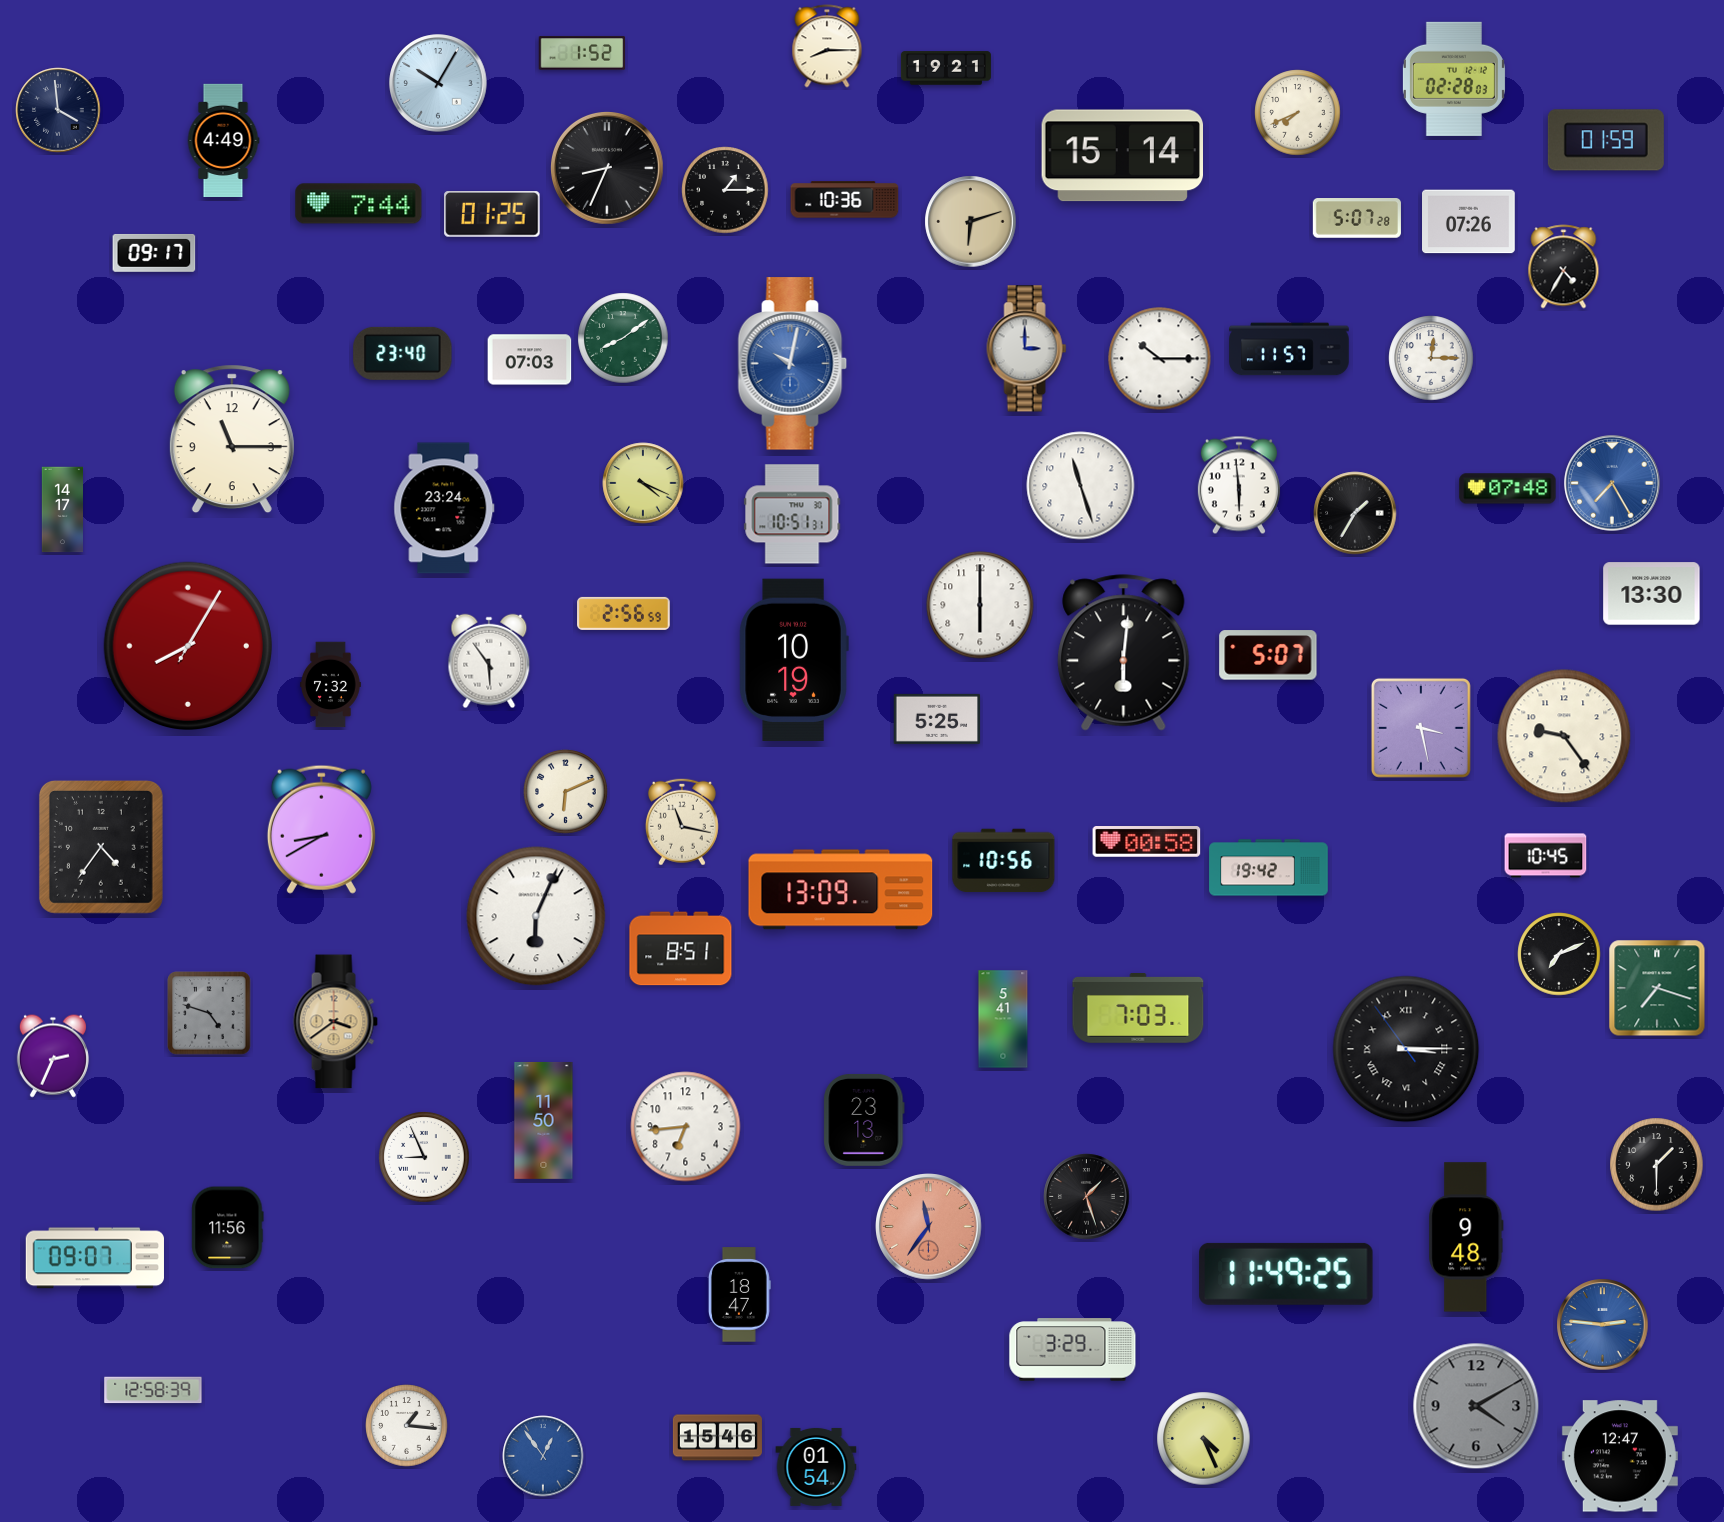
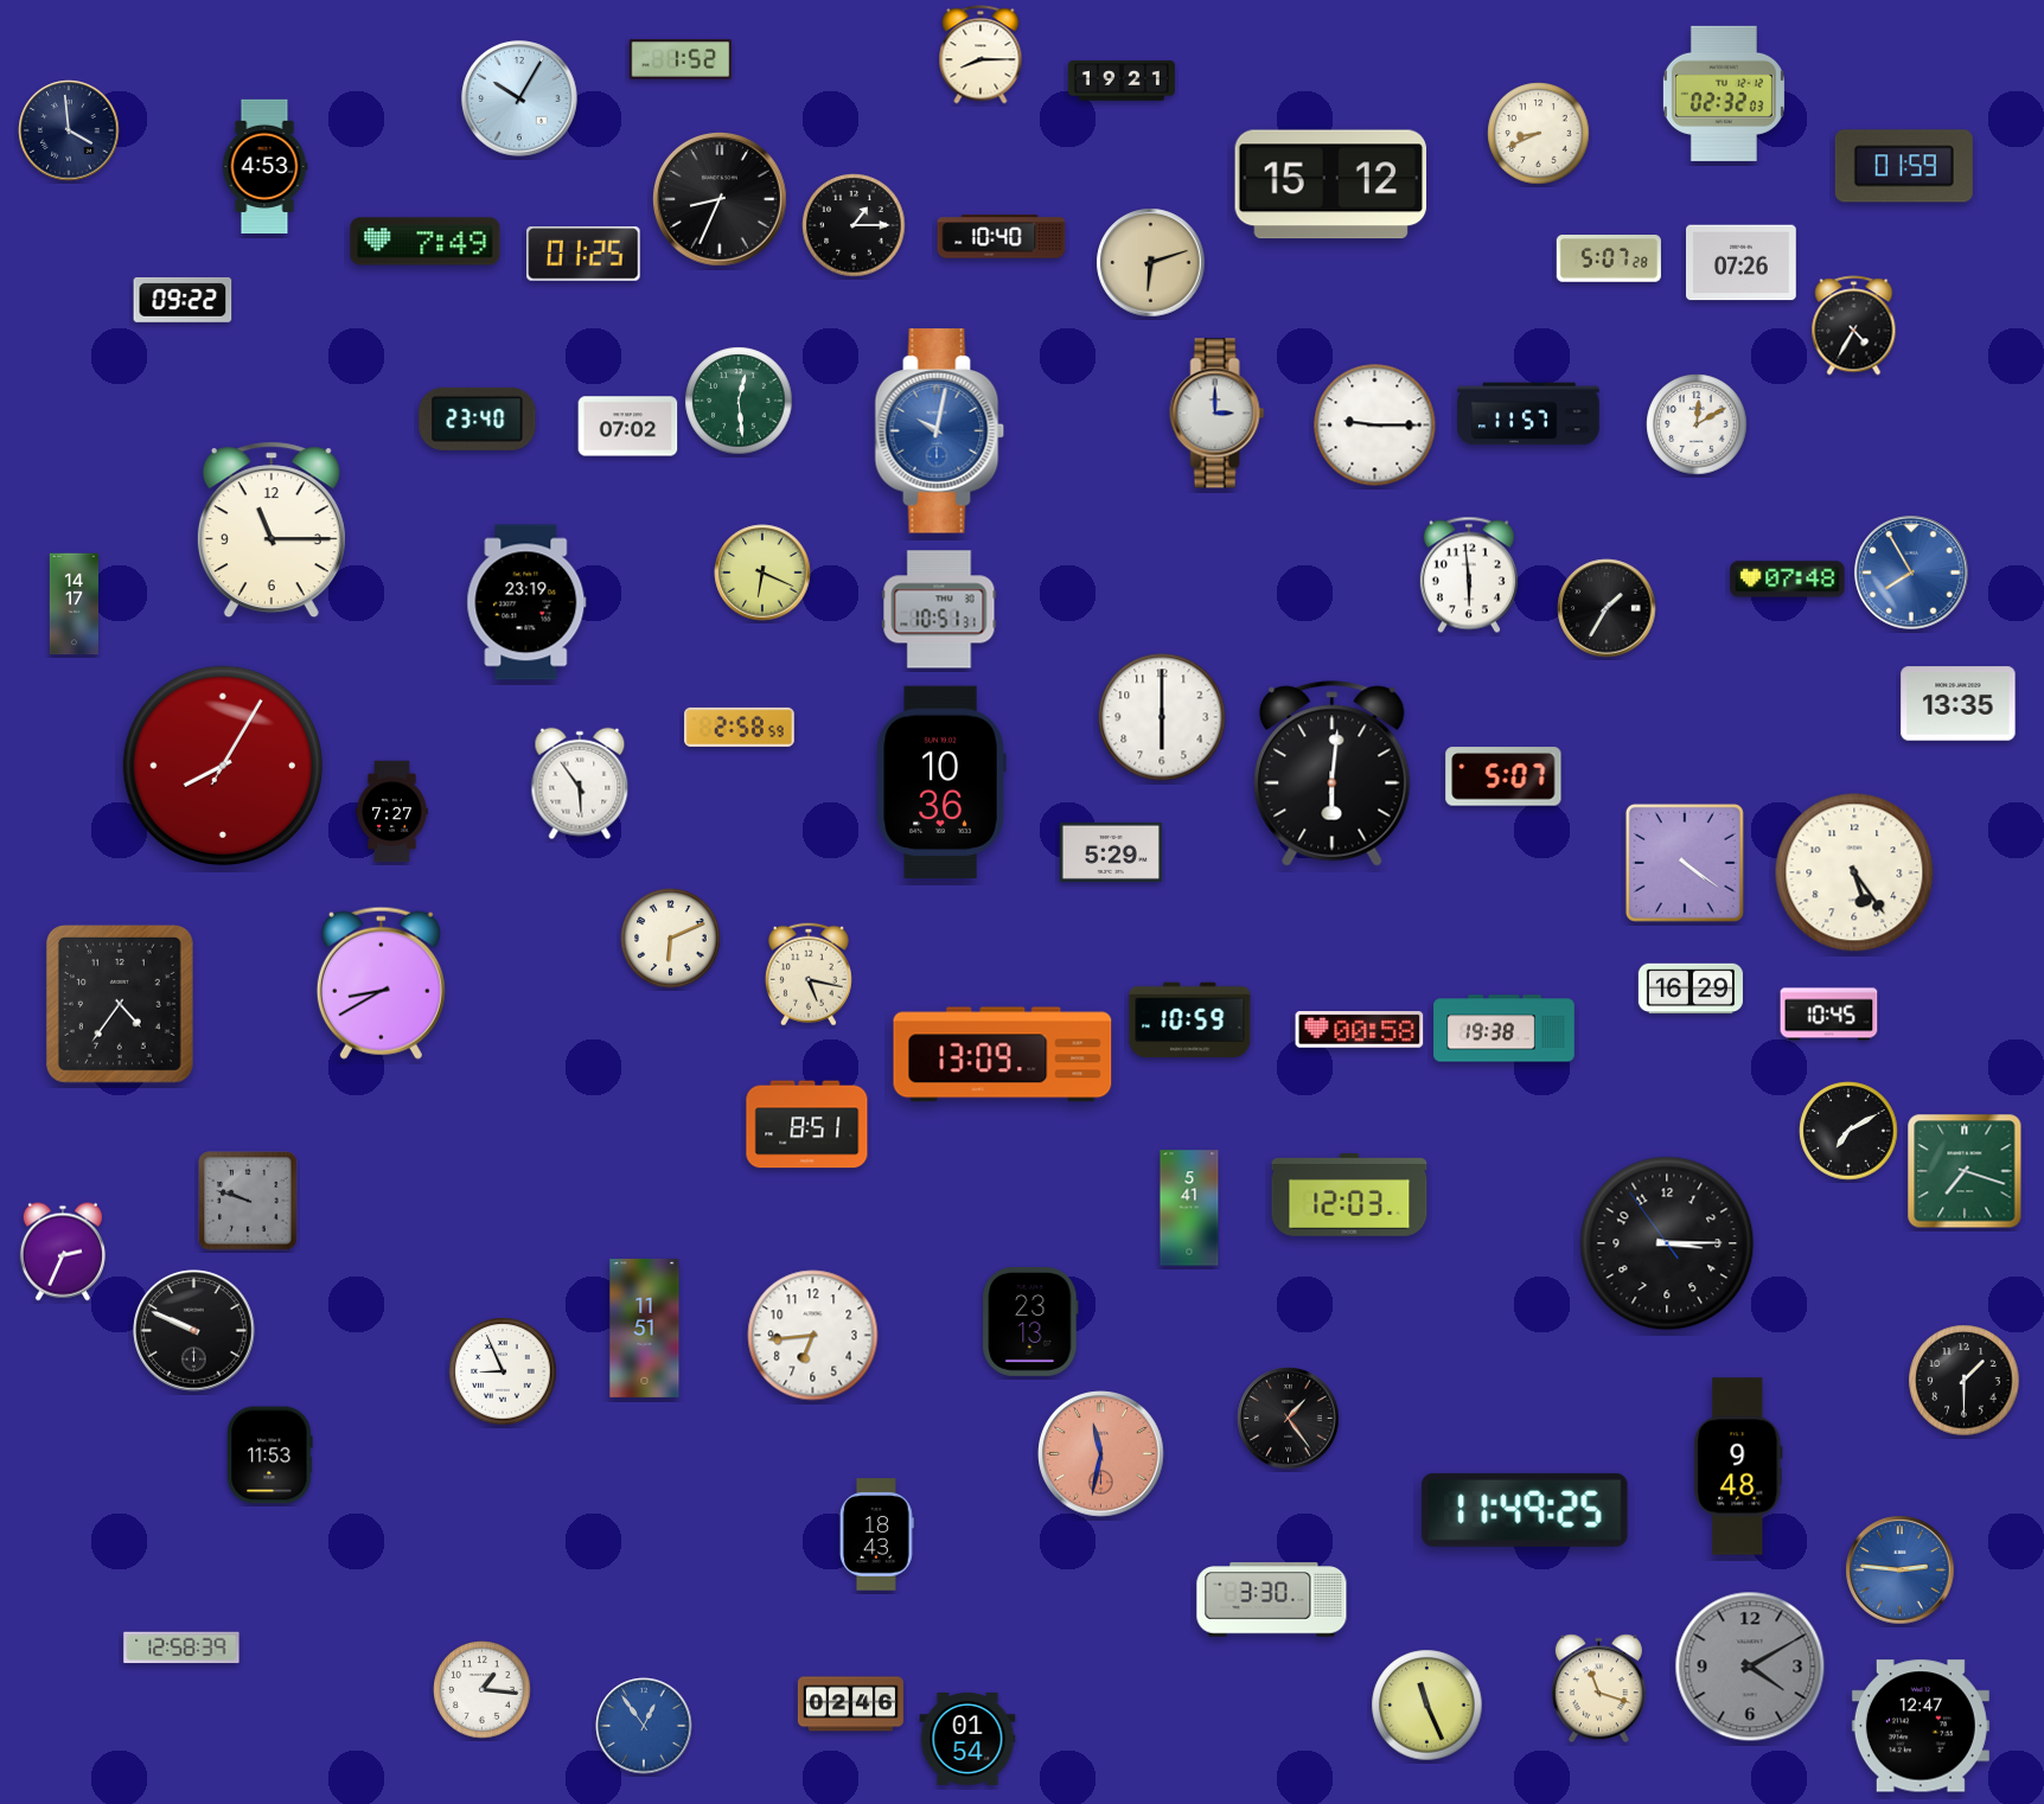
clock at (582, 53) position: (582, 53) -> (681, 59)
clock at (1454, 79): 02:28 -> 02:32
clock at (1298, 113): 7:41 -> 8:41
clock at (223, 140): 4:49 -> 4:53
clock at (1122, 156): 15:14 -> 15:12
clock at (725, 190) position: (725, 190) -> (854, 225)
clock at (845, 200): 10:36 -> 10:40
clock at (359, 204): 7:44 -> 7:49
clock at (154, 253): 09:17 -> 09:22
clock at (1564, 267) position: (1564, 267) -> (1854, 326)
clock at (623, 338): 8:09 -> 12:29
clock at (1431, 358): 12:15 -> 12:10
clock at (1160, 359): 10:15 -> 9:15
clock at (530, 360): 07:03 -> 07:02
clock at (232, 439) position: (232, 439) -> (272, 530)
clock at (643, 483): 4:19 -> 6:19
clock at (1612, 483): 7:25 -> 7:55
clock at (1081, 486): 11:27 -> none
clock at (444, 508): 23:24 -> 23:19
clock at (1652, 594): 13:30 -> 13:35
clock at (624, 613): 2:56 -> 2:58
clock at (794, 659): 10:19 -> 10:36
clock at (331, 685): 7:32 -> 7:27
clock at (937, 719): 5:25 -> 5:29
clock at (1421, 728): 3:28 -> 4:21
clock at (1564, 736): 9:24 -> 5:24
clock at (682, 822): 11:17 -> 5:17
clock at (1691, 989): none -> 16:29
clock at (1147, 842) position: (1147, 842) -> (1360, 1030)
clock at (1546, 856) position: (1546, 856) -> (1829, 1015)
clock at (1004, 861): 10:56 -> 10:59
clock at (1269, 868): 19:42 -> 19:38
clock at (841, 890) position: (841, 890) -> (1003, 1055)
clock at (536, 916): 6:04 -> none
clock at (1559, 954): 7:11 -> 7:10
clock at (1138, 1009): 7:03 -> 12:03
clock at (209, 1013): 4:48 -> 9:48
clock at (335, 1022): 3:39 -> none
clock at (1406, 1049) numerals: Roman -> Arabic
clock at (544, 1120): 11:50 -> 11:51
clock at (864, 1120) position: (864, 1120) -> (1030, 1322)
clock at (194, 1331): none -> 9:49
clock at (1087, 1197): 1:27 -> 1:24
clock at (929, 1227): 11:36 -> 11:32
clock at (228, 1228): 11:56 -> 11:53
clock at (95, 1258): 09:07 -> none
clock at (739, 1295): 18:47 -> 18:43
clock at (1073, 1350): 3:29 -> 3:30
clock at (1598, 1689): none -> 11:18
clock at (717, 1438): 15:46 -> 02:46
clock at (1204, 1439): 4:26 -> 11:26
